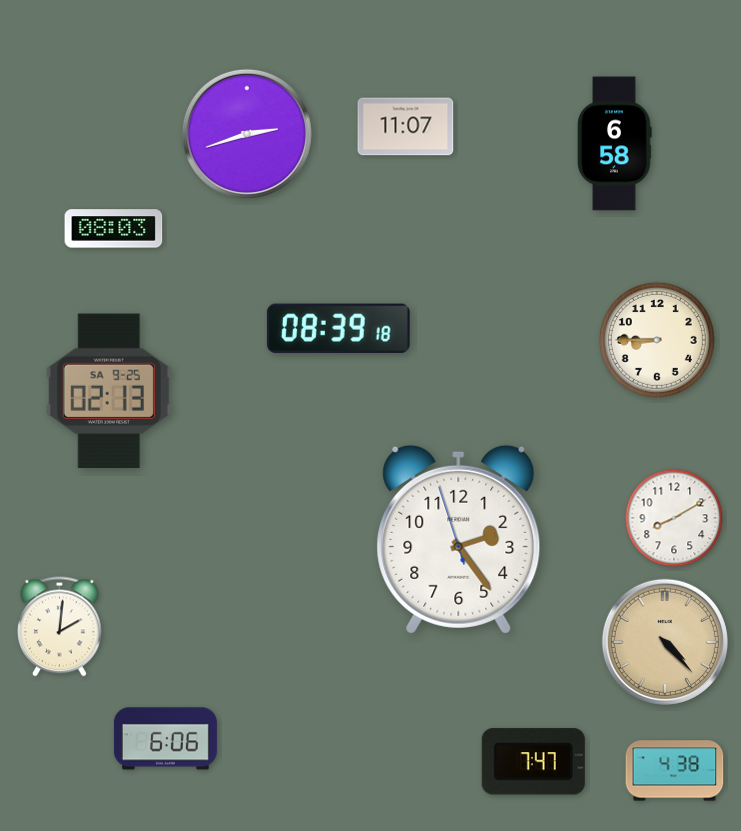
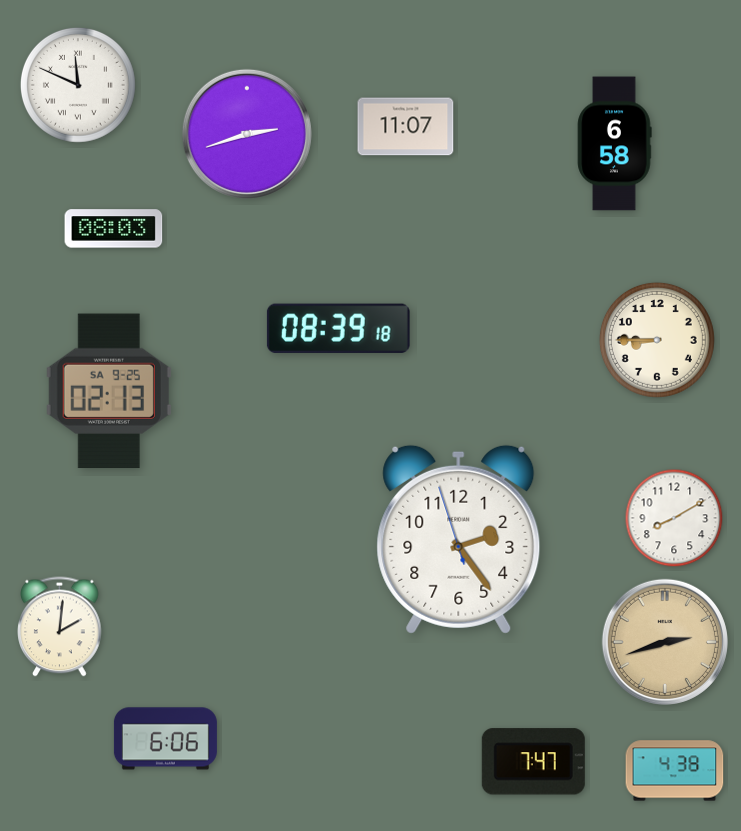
clock at (78, 85): none -> 11:49
clock at (665, 642): 4:23 -> 2:42
